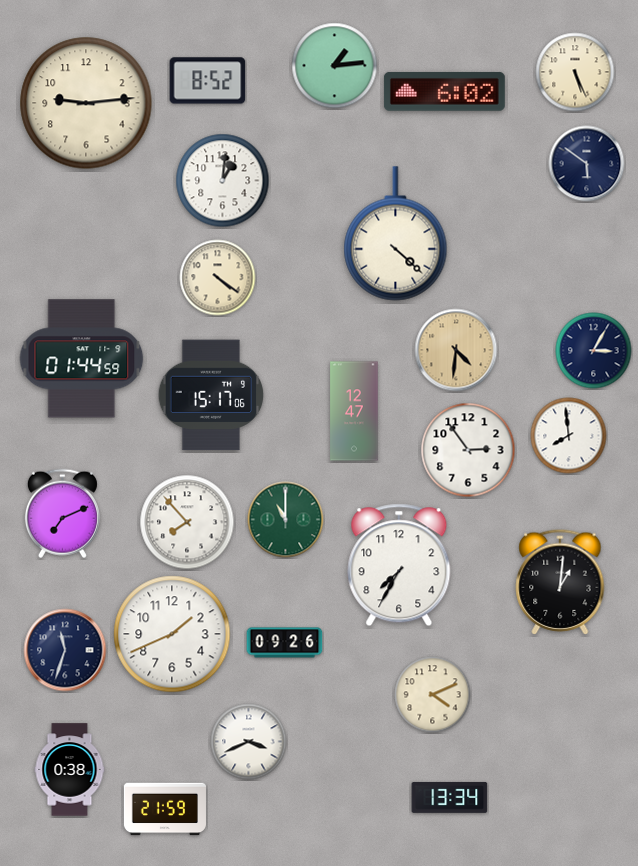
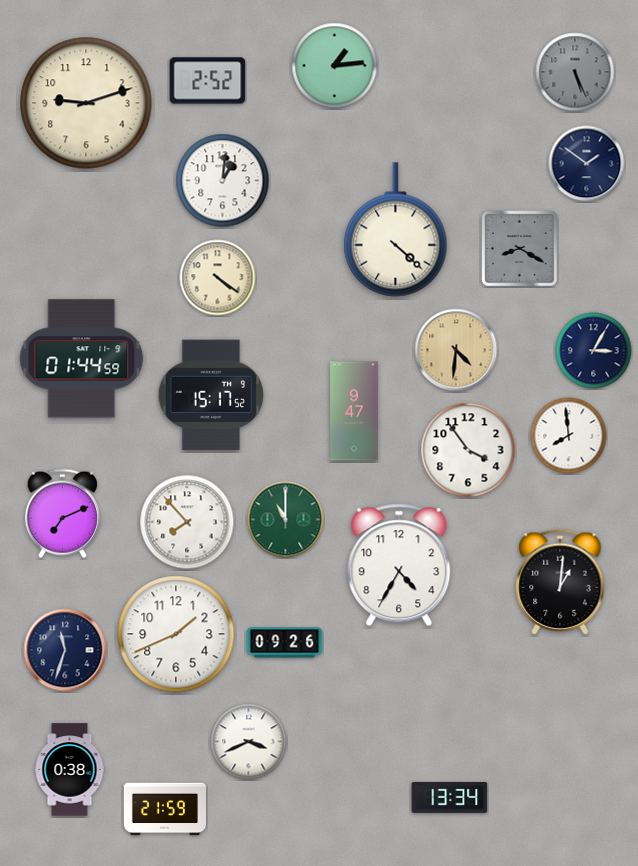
clock at (575, 72) dial: cream -> grey
clock at (208, 81): 8:52 -> 2:52
clock at (444, 91): 6:02 -> none
clock at (86, 103): 9:14 -> 9:12
clock at (587, 164): 5:51 -> 1:51
clock at (396, 234) position: (396, 234) -> (396, 230)
clock at (520, 249): none -> 8:20
clock at (211, 395): 15:17:06 -> 15:17:52
clock at (354, 411): 12:47 -> 9:47
clock at (468, 450): 2:54 -> 3:54
clock at (399, 565): 7:35 -> 4:35
clock at (172, 634) position: (172, 634) -> (176, 634)
clock at (433, 695): 4:11 -> none
